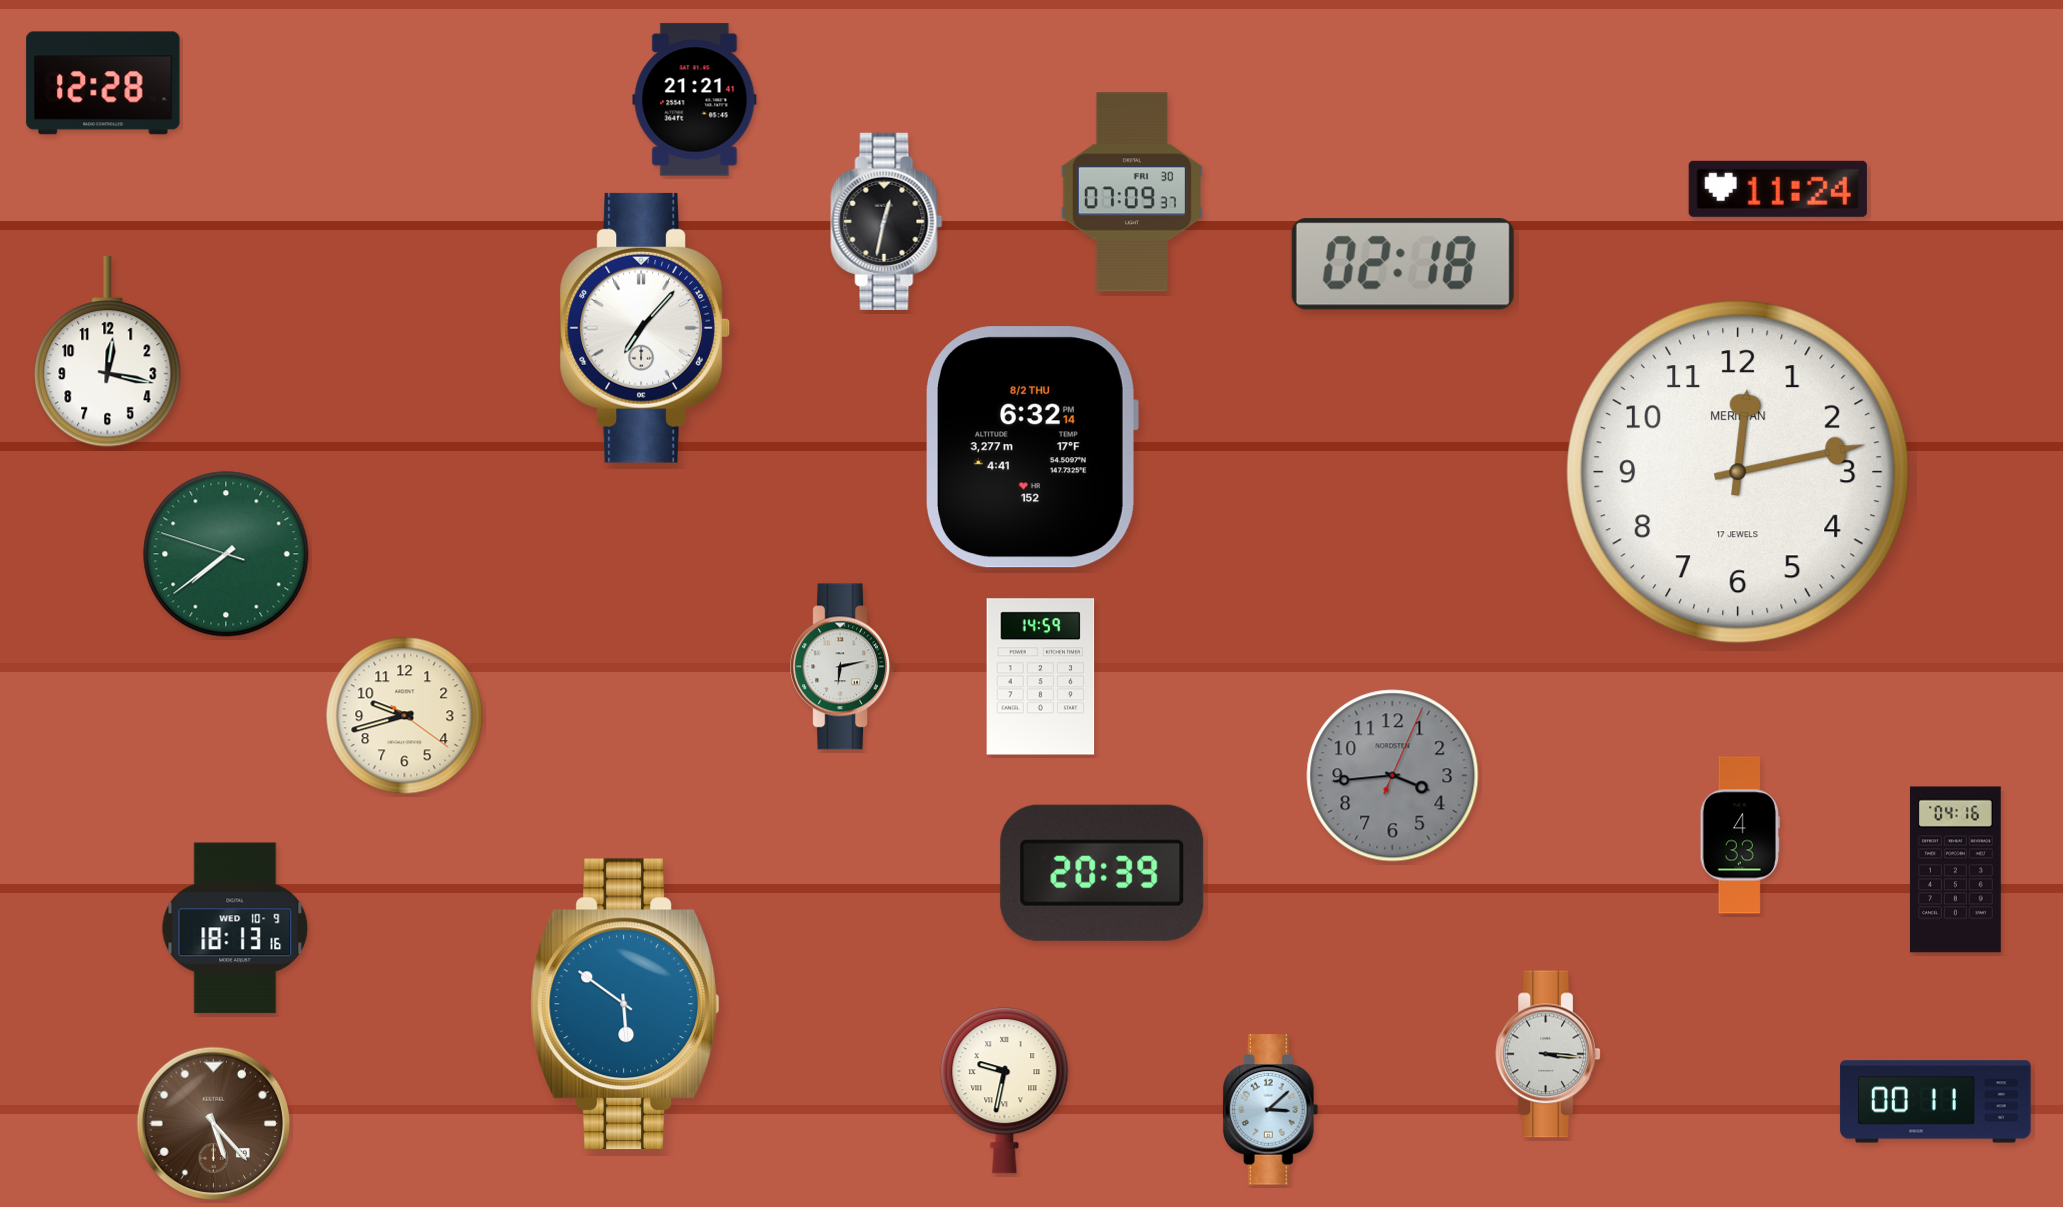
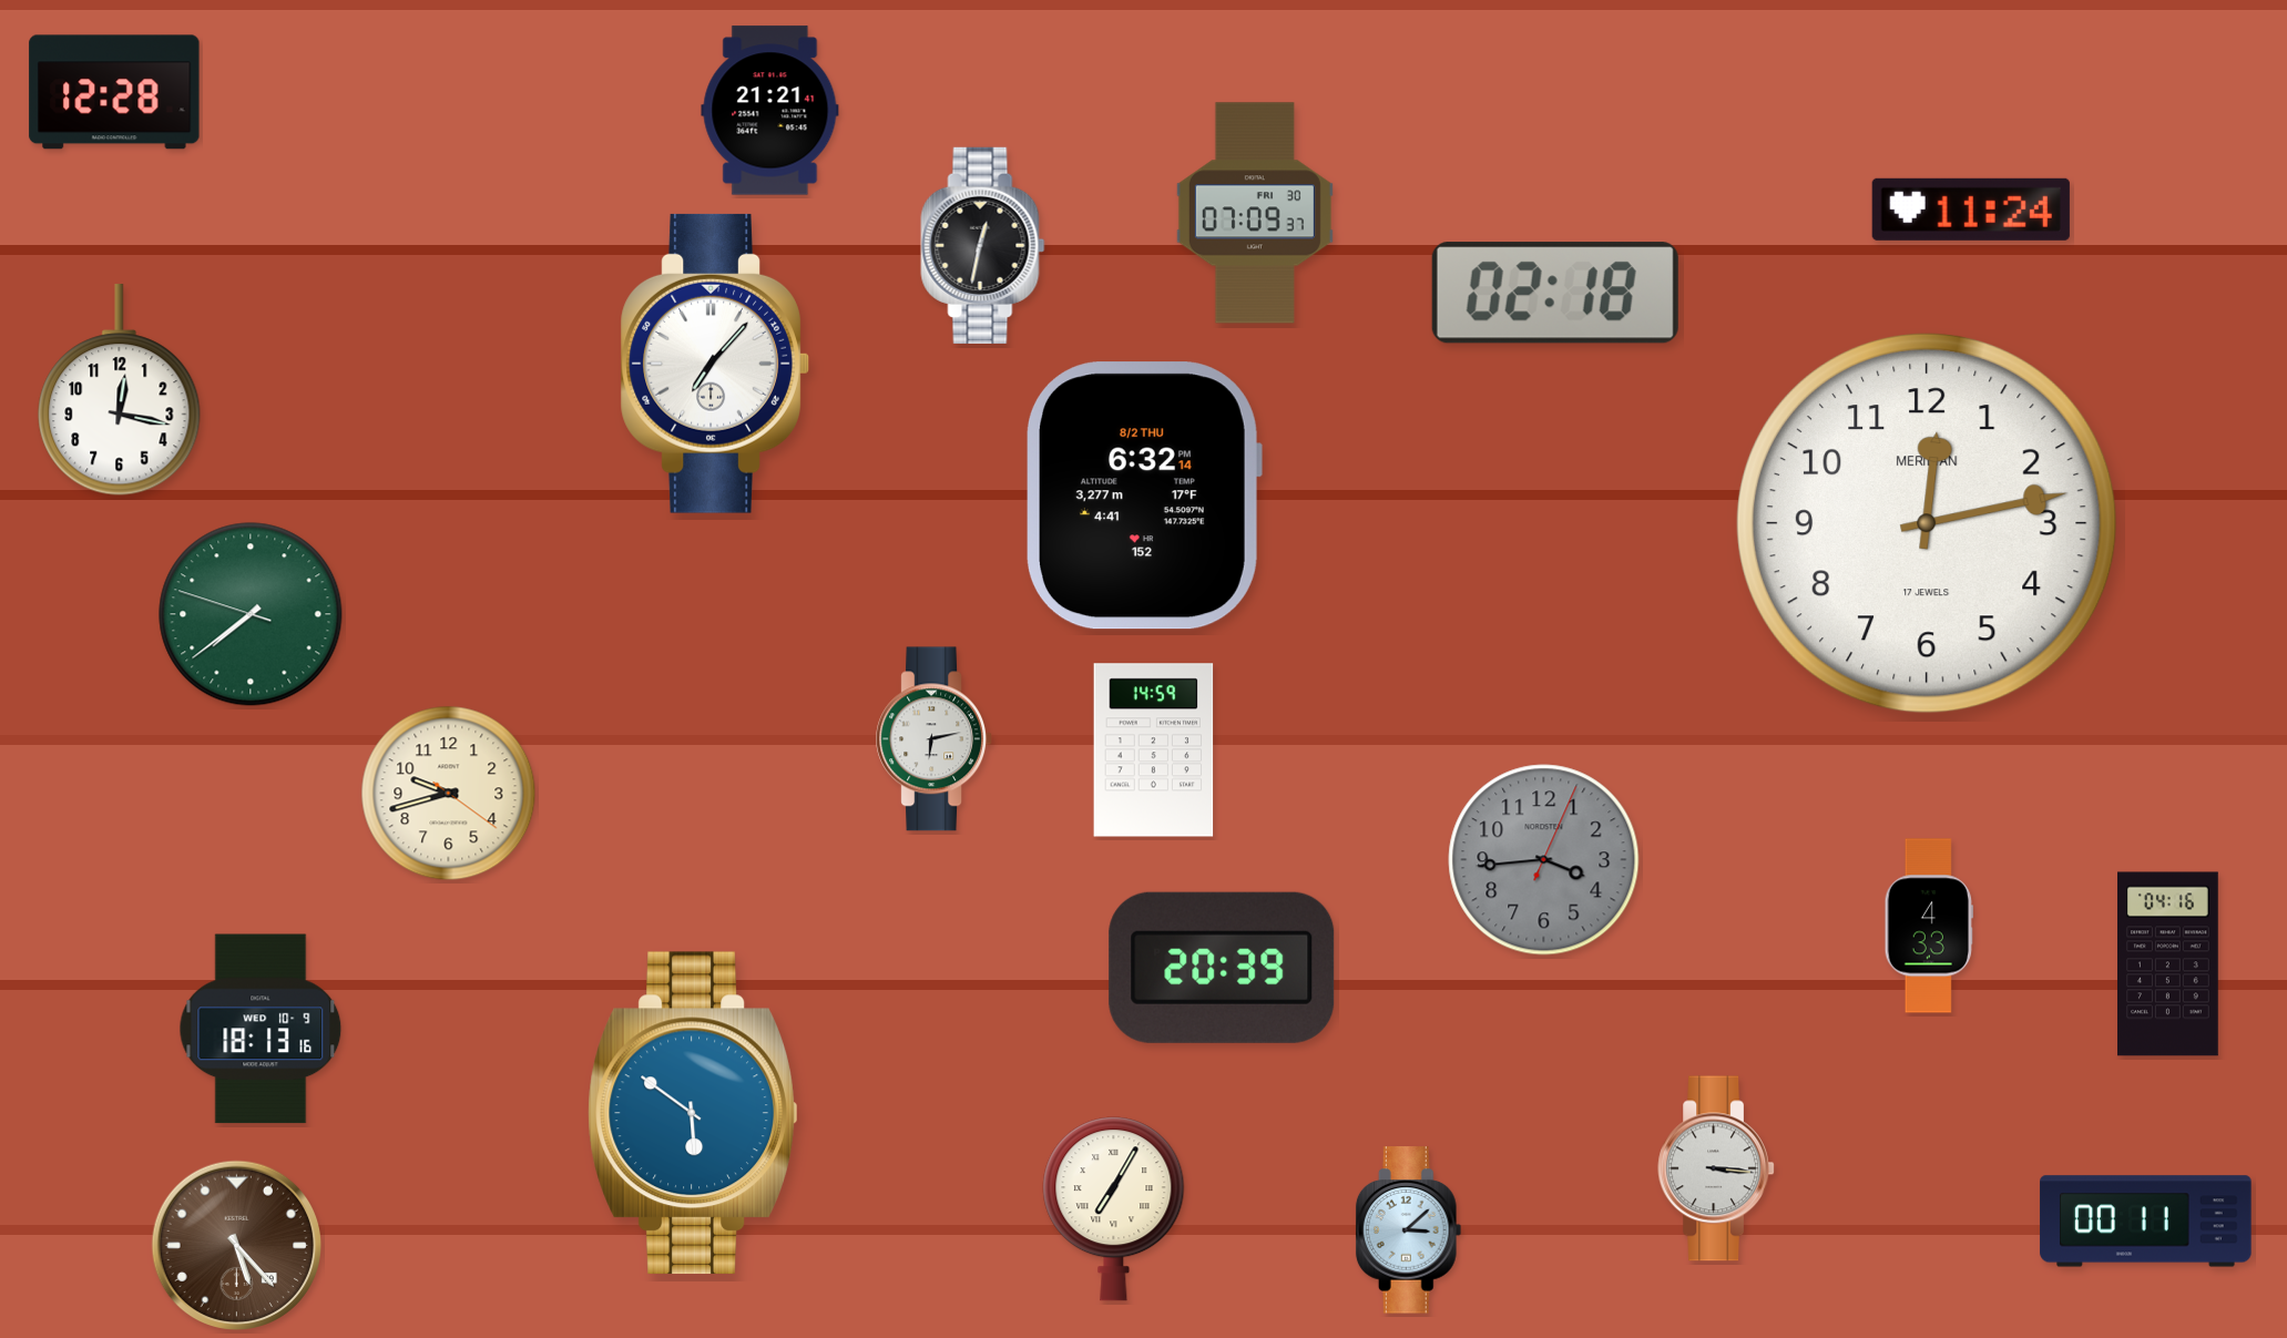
clock at (1005, 1091): 9:32 -> 7:05
